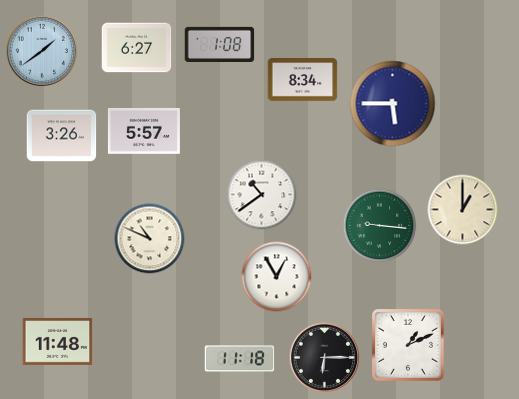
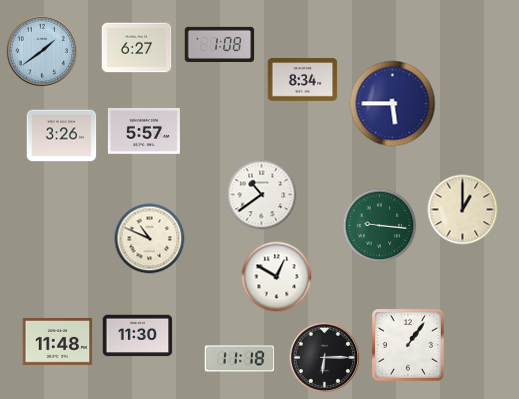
clock at (277, 277): 12:55 -> 12:50
clock at (138, 336): none -> 11:30
clock at (408, 345): 1:11 -> 1:06
